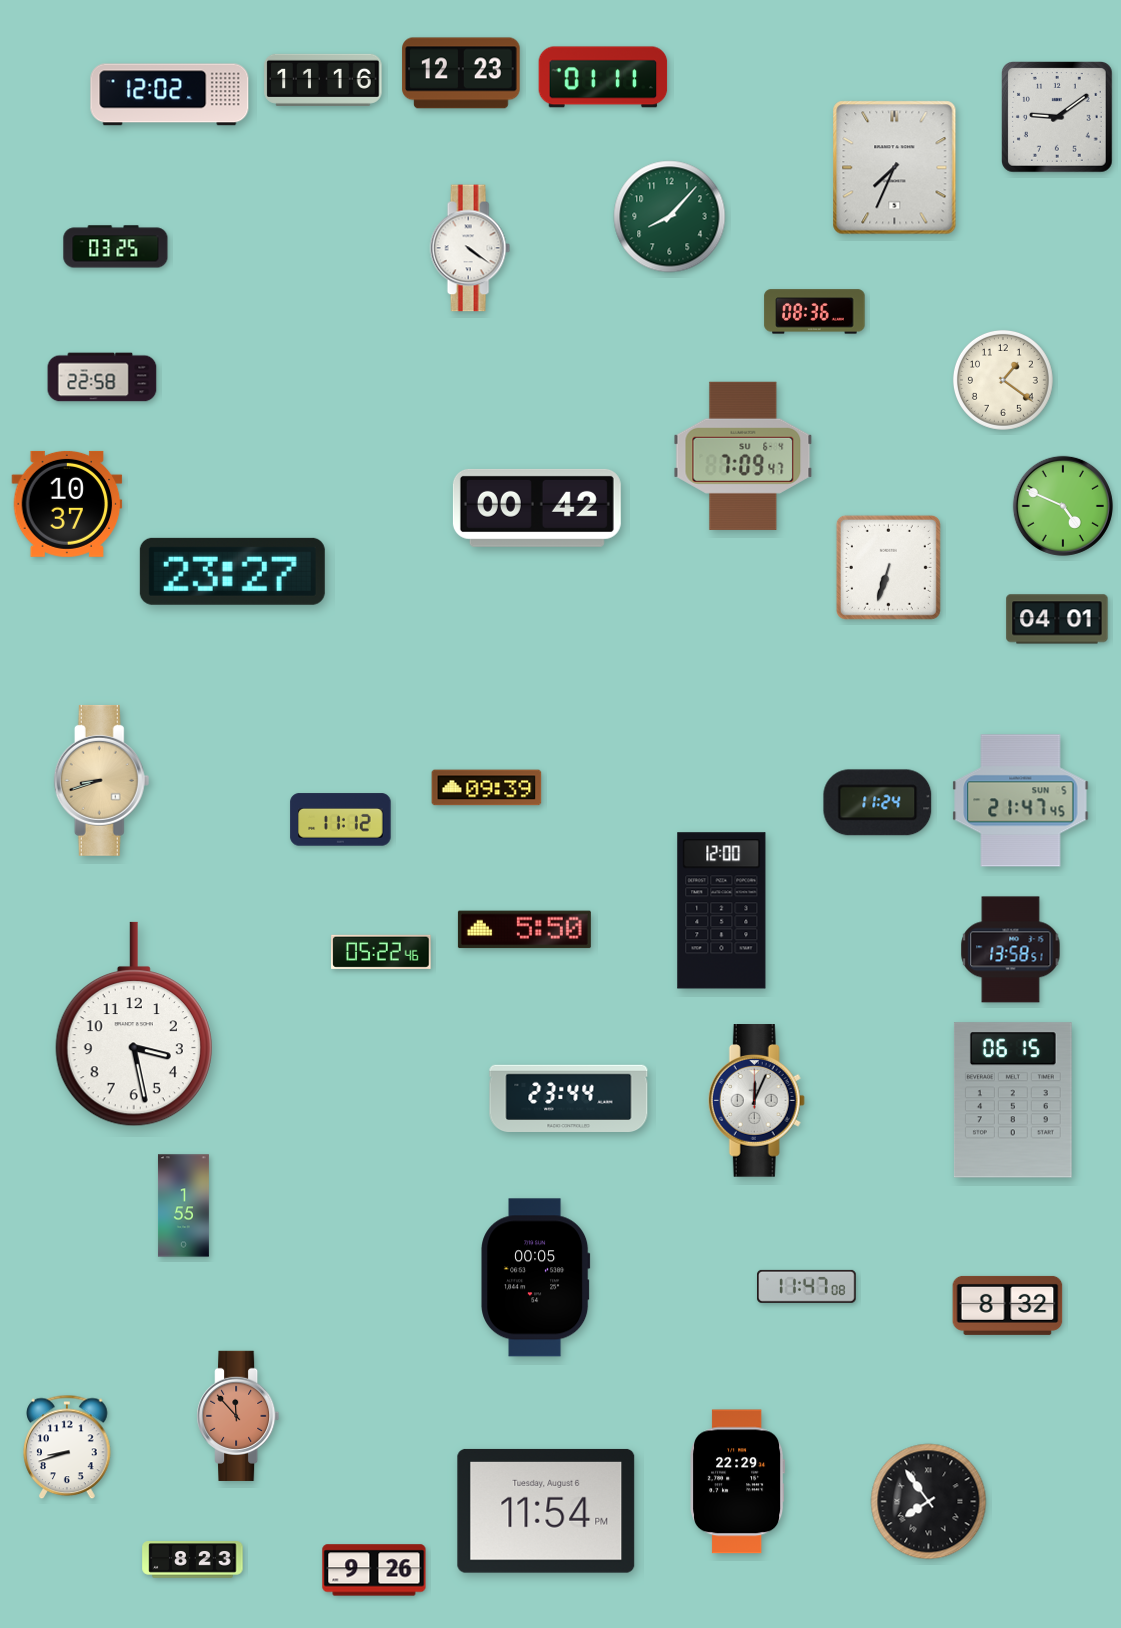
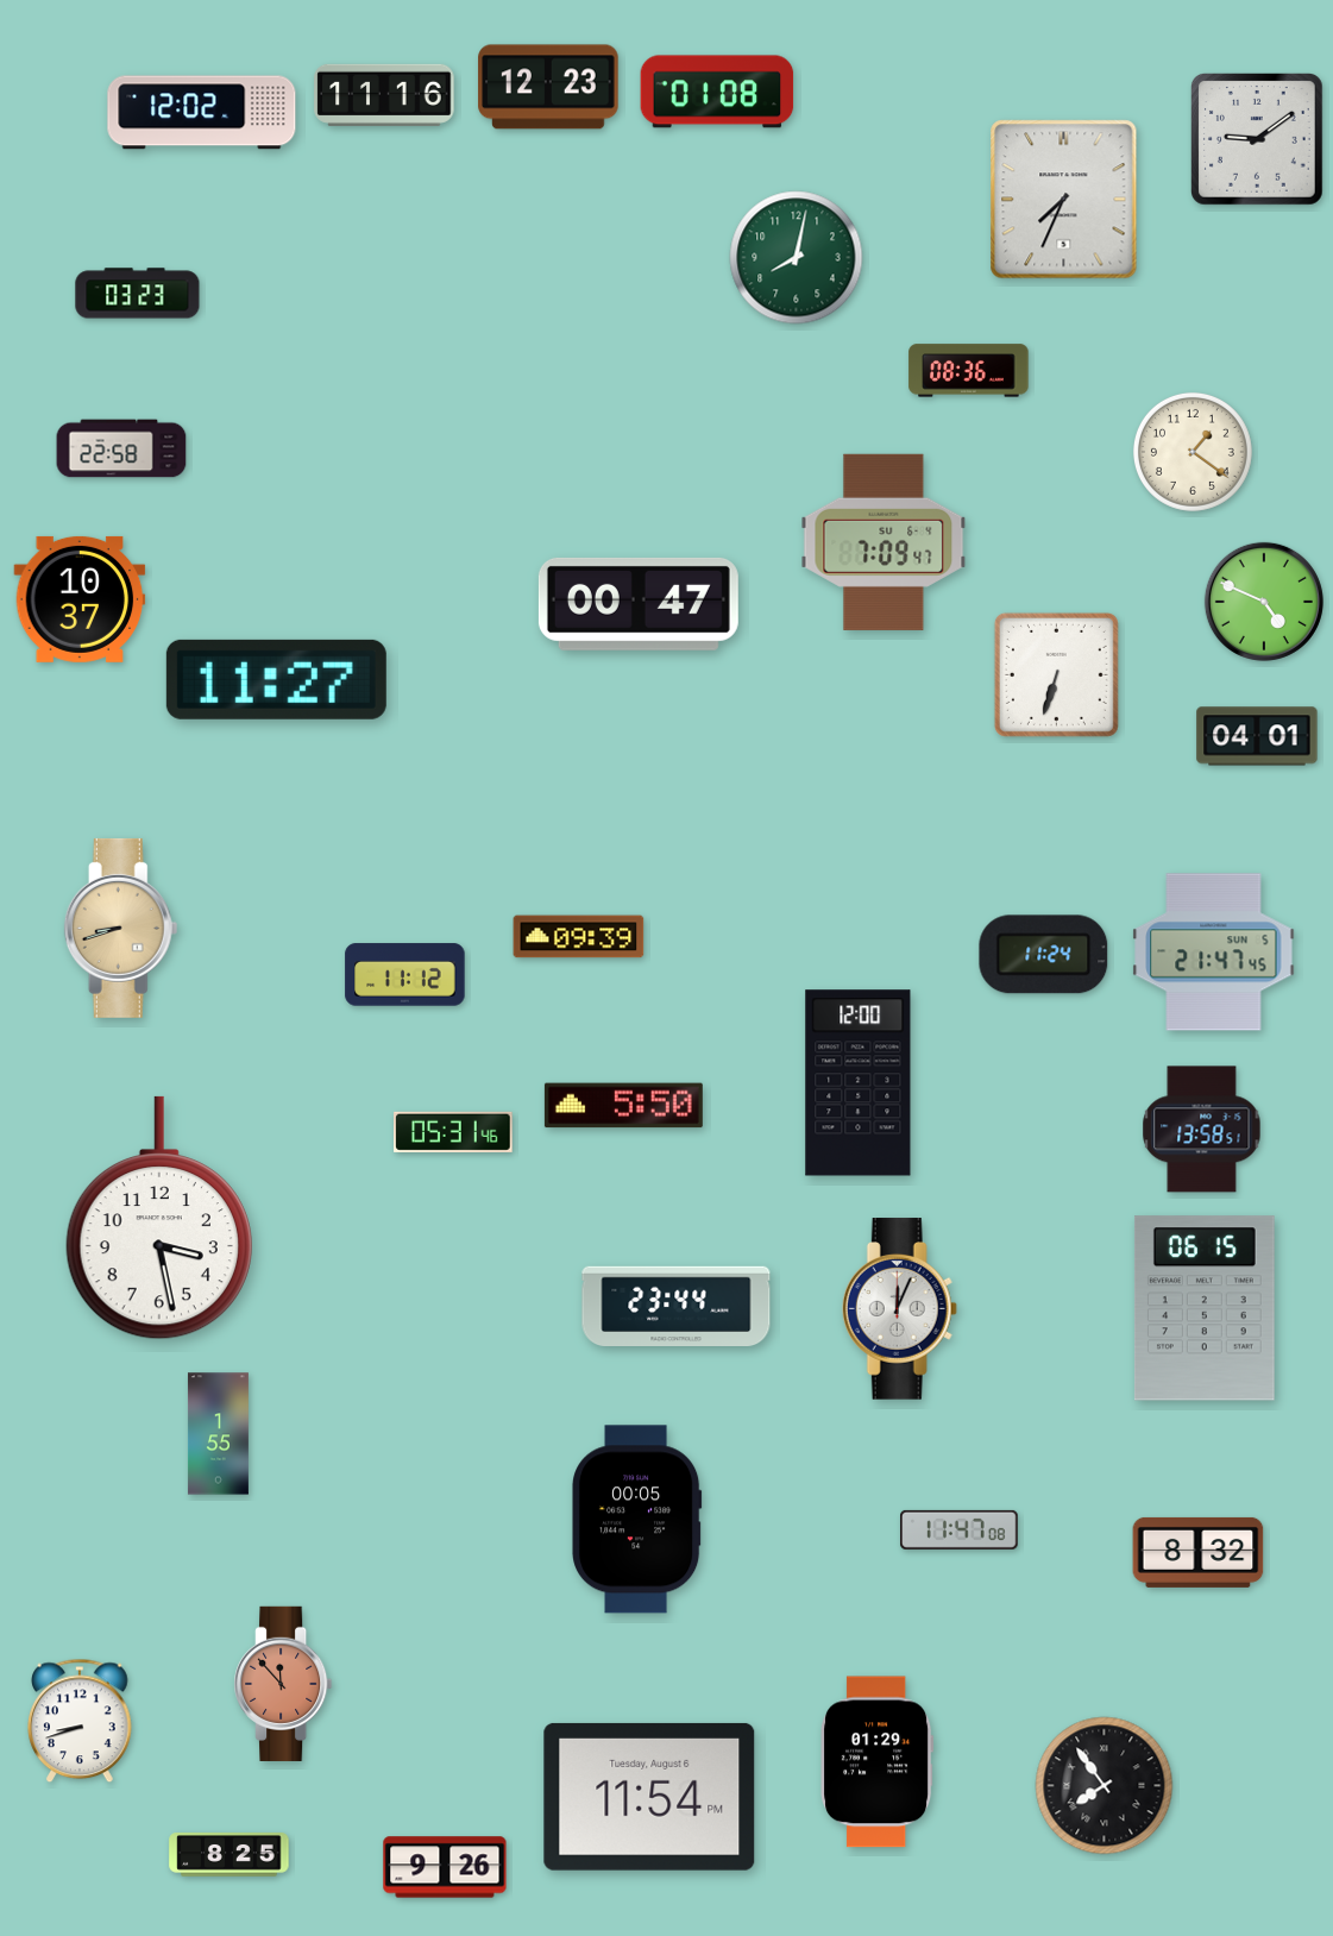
clock at (603, 77): 01:11 -> 01:08
clock at (670, 217): 8:07 -> 8:02
clock at (116, 247): 03:25 -> 03:23
clock at (470, 248): 4:21 -> none
clock at (537, 508): 00:42 -> 00:47
clock at (232, 571): 23:27 -> 11:27
clock at (381, 952): 05:22 -> 05:31
clock at (738, 1482): 22:29 -> 01:29
clock at (193, 1560): 8:23 -> 8:25
